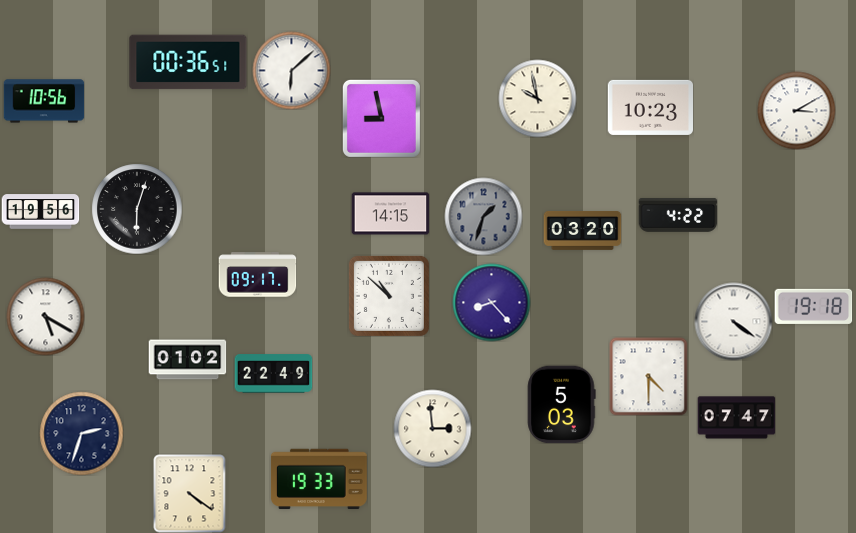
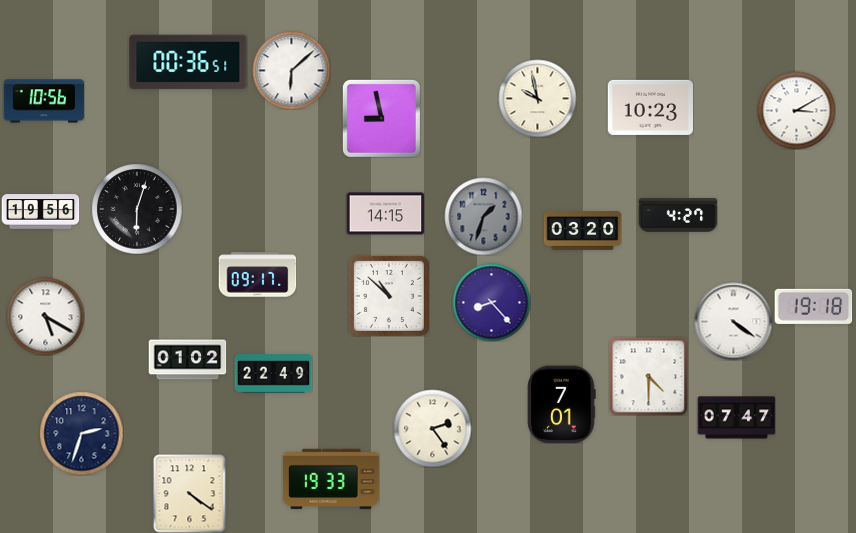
clock at (390, 214) position: (390, 214) -> (385, 214)
clock at (678, 215): 4:22 -> 4:27
clock at (561, 404): 5:03 -> 7:01
clock at (432, 428): 2:59 -> 2:24
clock at (319, 479) position: (319, 479) -> (331, 479)
